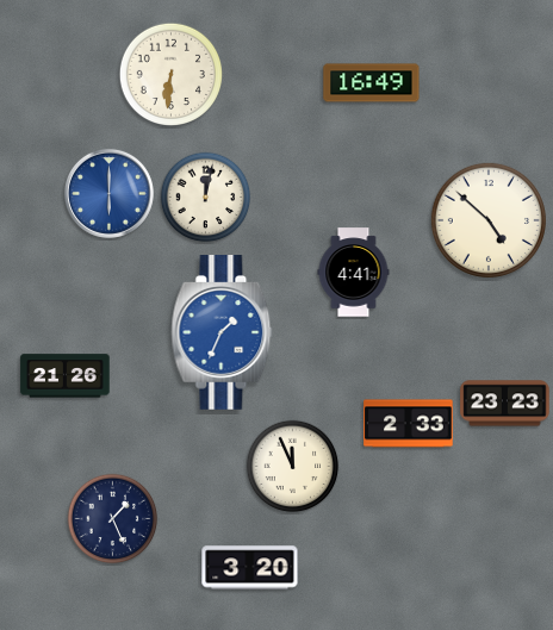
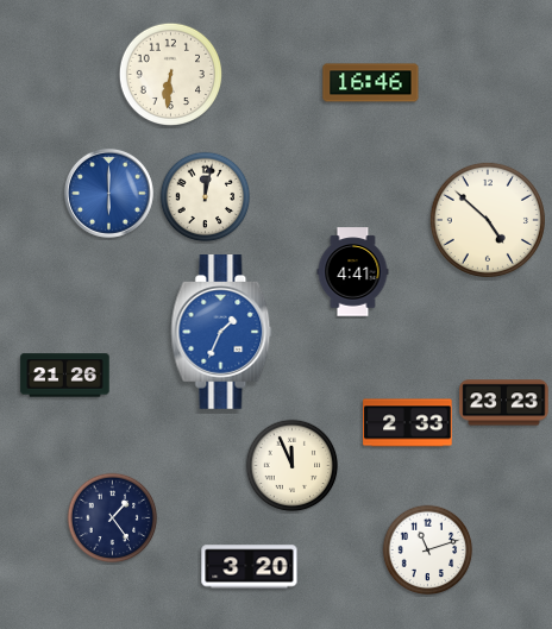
clock at (372, 83): 16:49 -> 16:46
clock at (113, 519): 1:26 -> 1:24
clock at (428, 551): none -> 11:12
